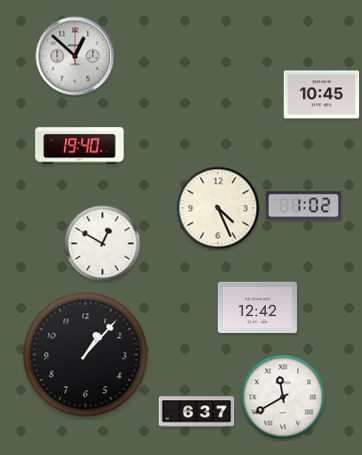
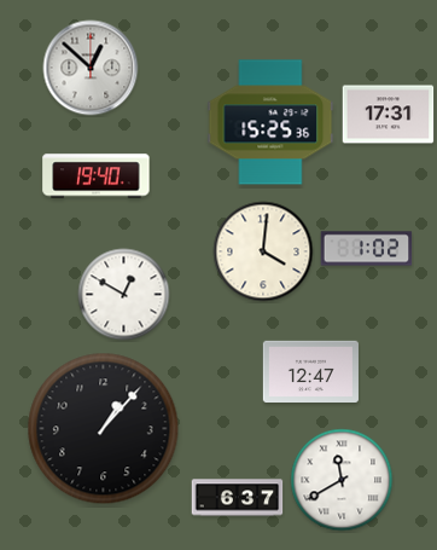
clock at (322, 95): 10:45 -> 17:31
clock at (270, 122): none -> 15:25
clock at (218, 208): 4:26 -> 4:01
clock at (257, 308): 12:42 -> 12:47
